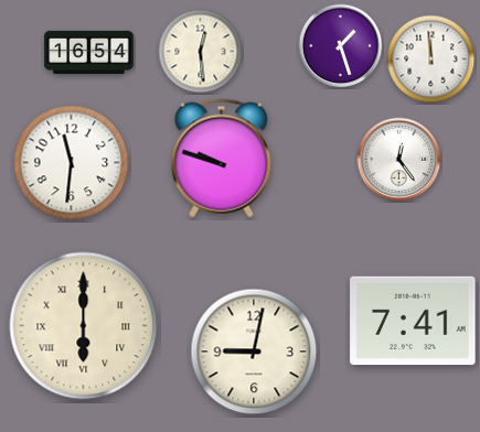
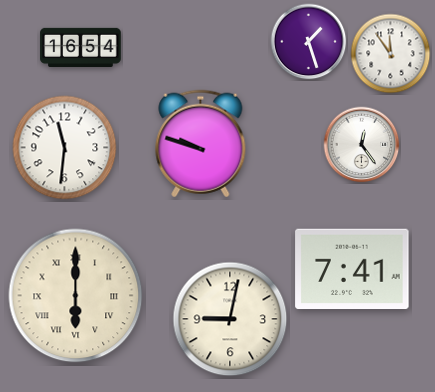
clock at (201, 52): 12:29 -> none
clock at (431, 60): 11:59 -> 11:54
clock at (413, 321) position: (413, 321) -> (352, 269)
